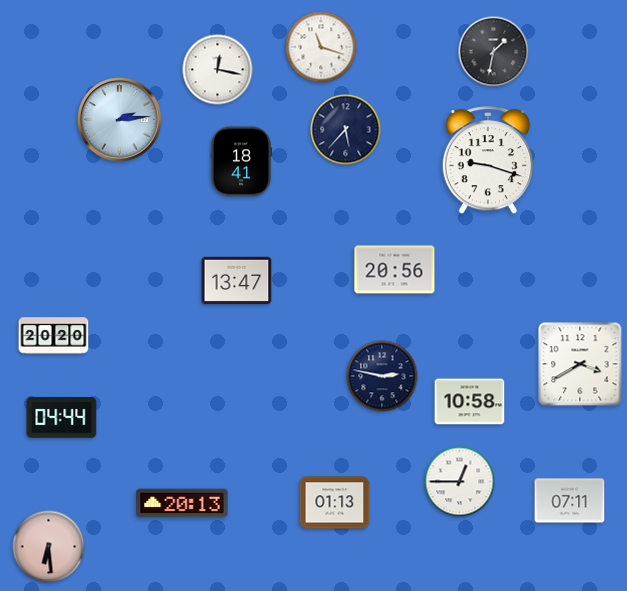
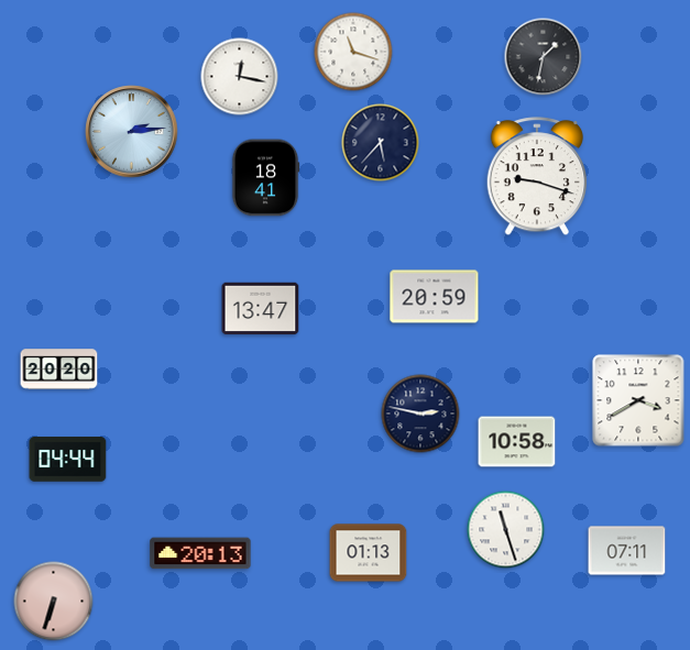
clock at (395, 270): 20:56 -> 20:59
clock at (460, 482): 12:45 -> 11:27
clock at (49, 547): 6:29 -> 6:33
